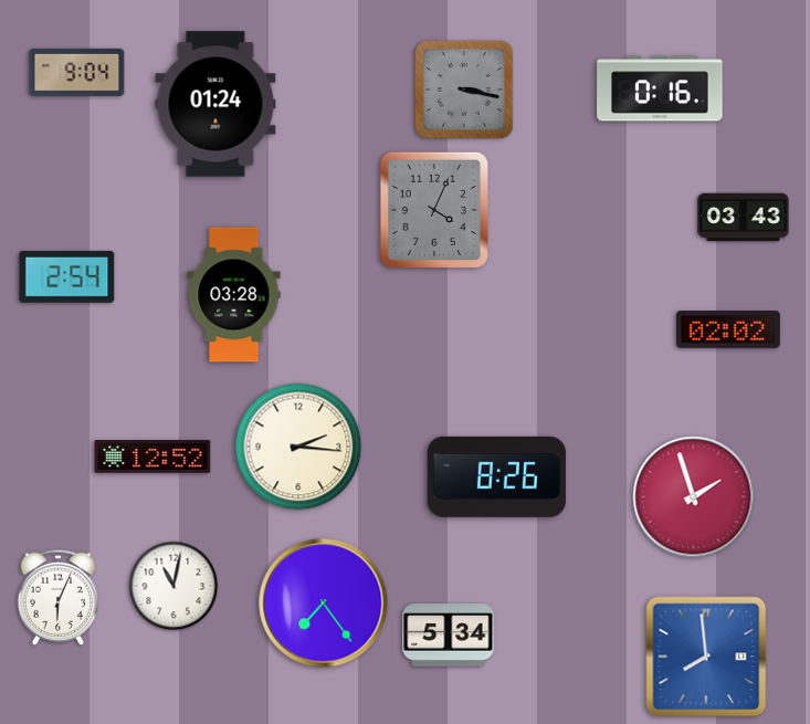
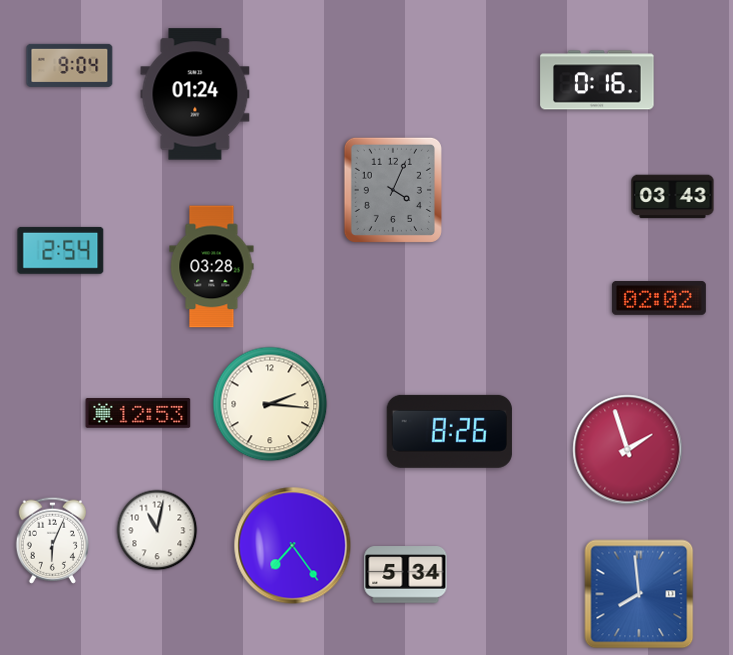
clock at (464, 90): 3:17 -> none
clock at (152, 457): 12:52 -> 12:53
